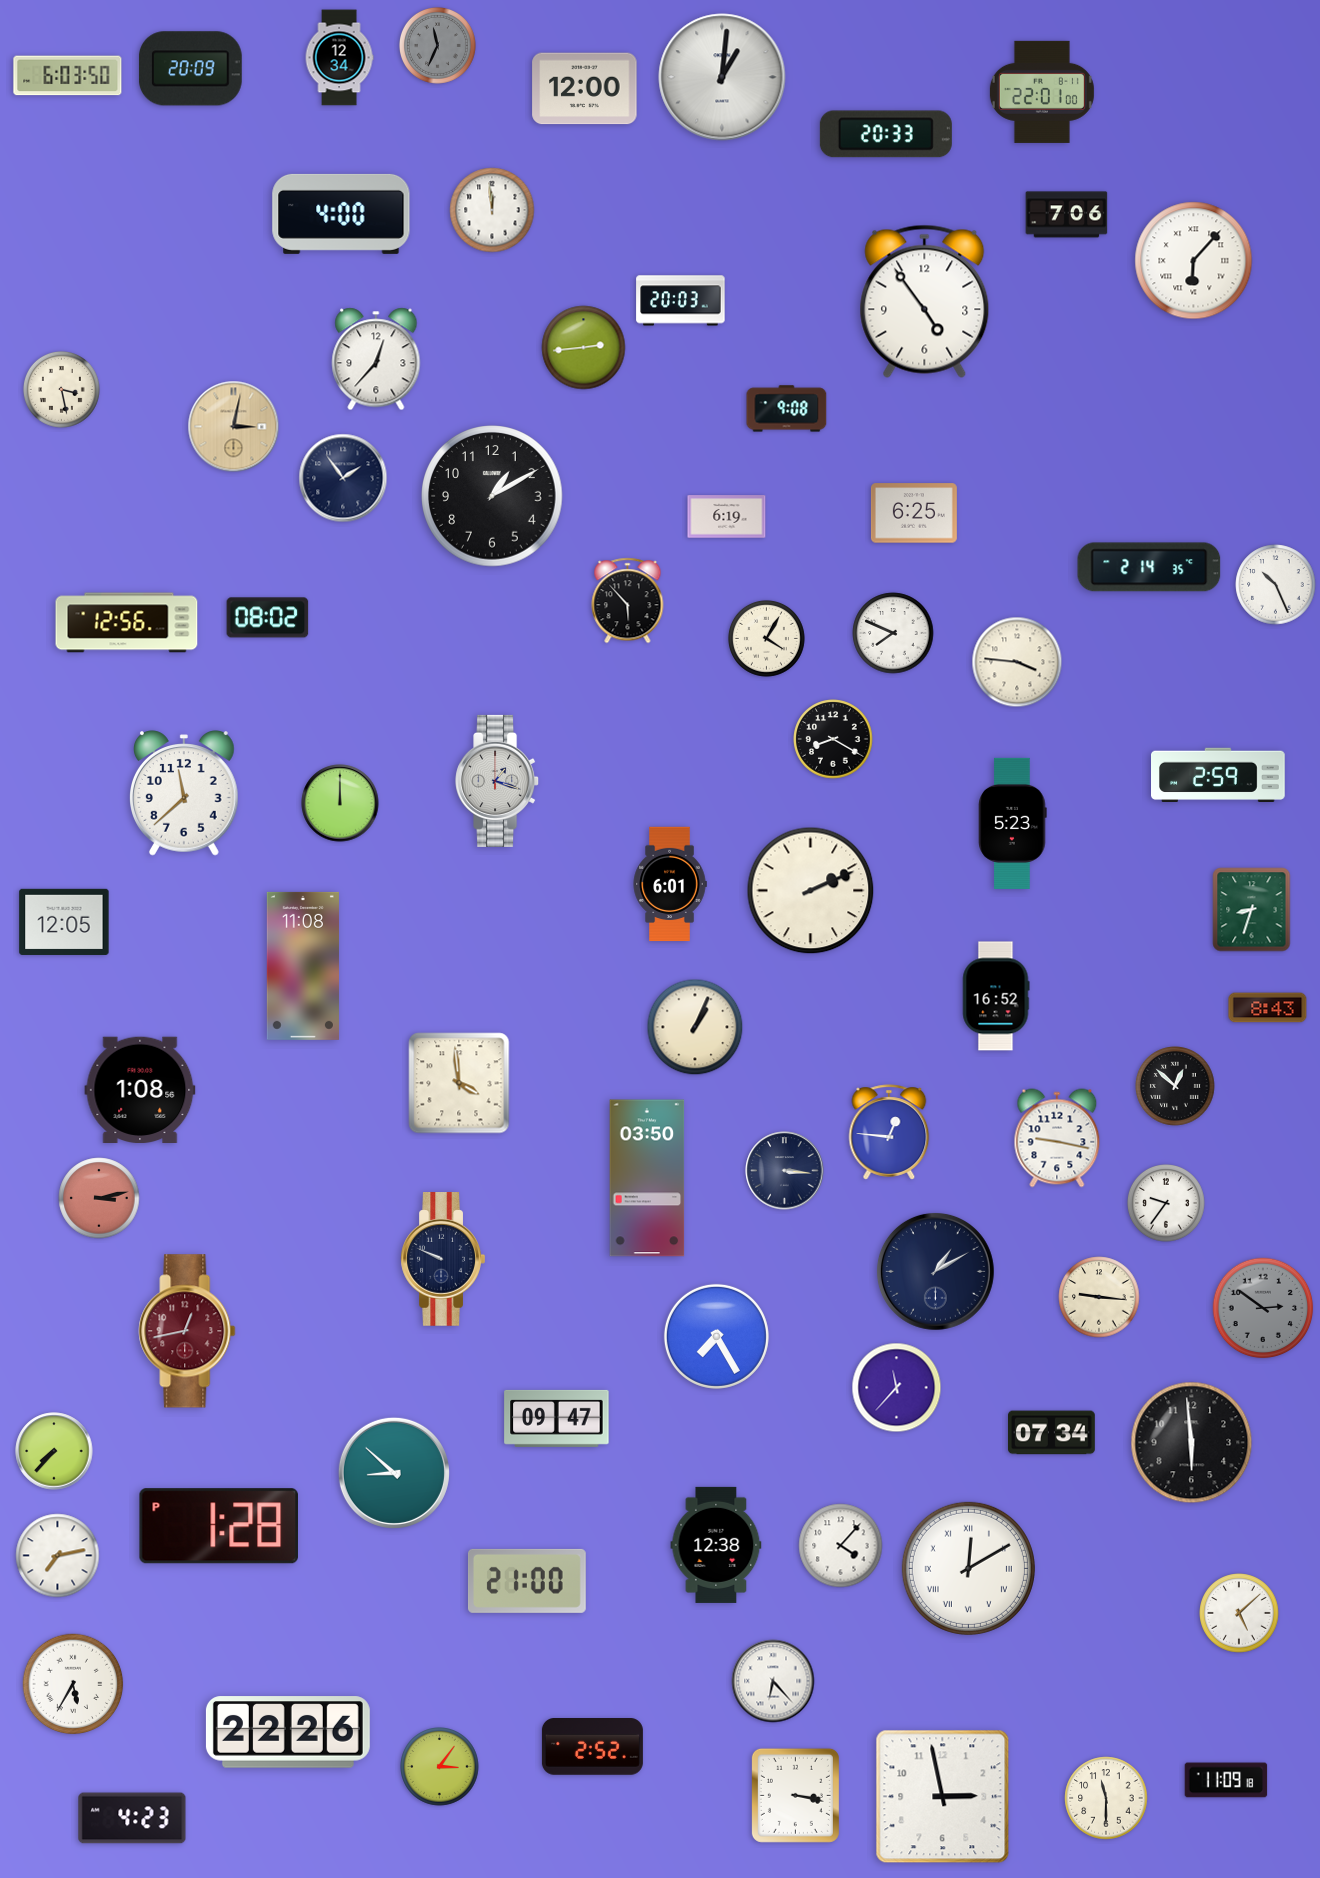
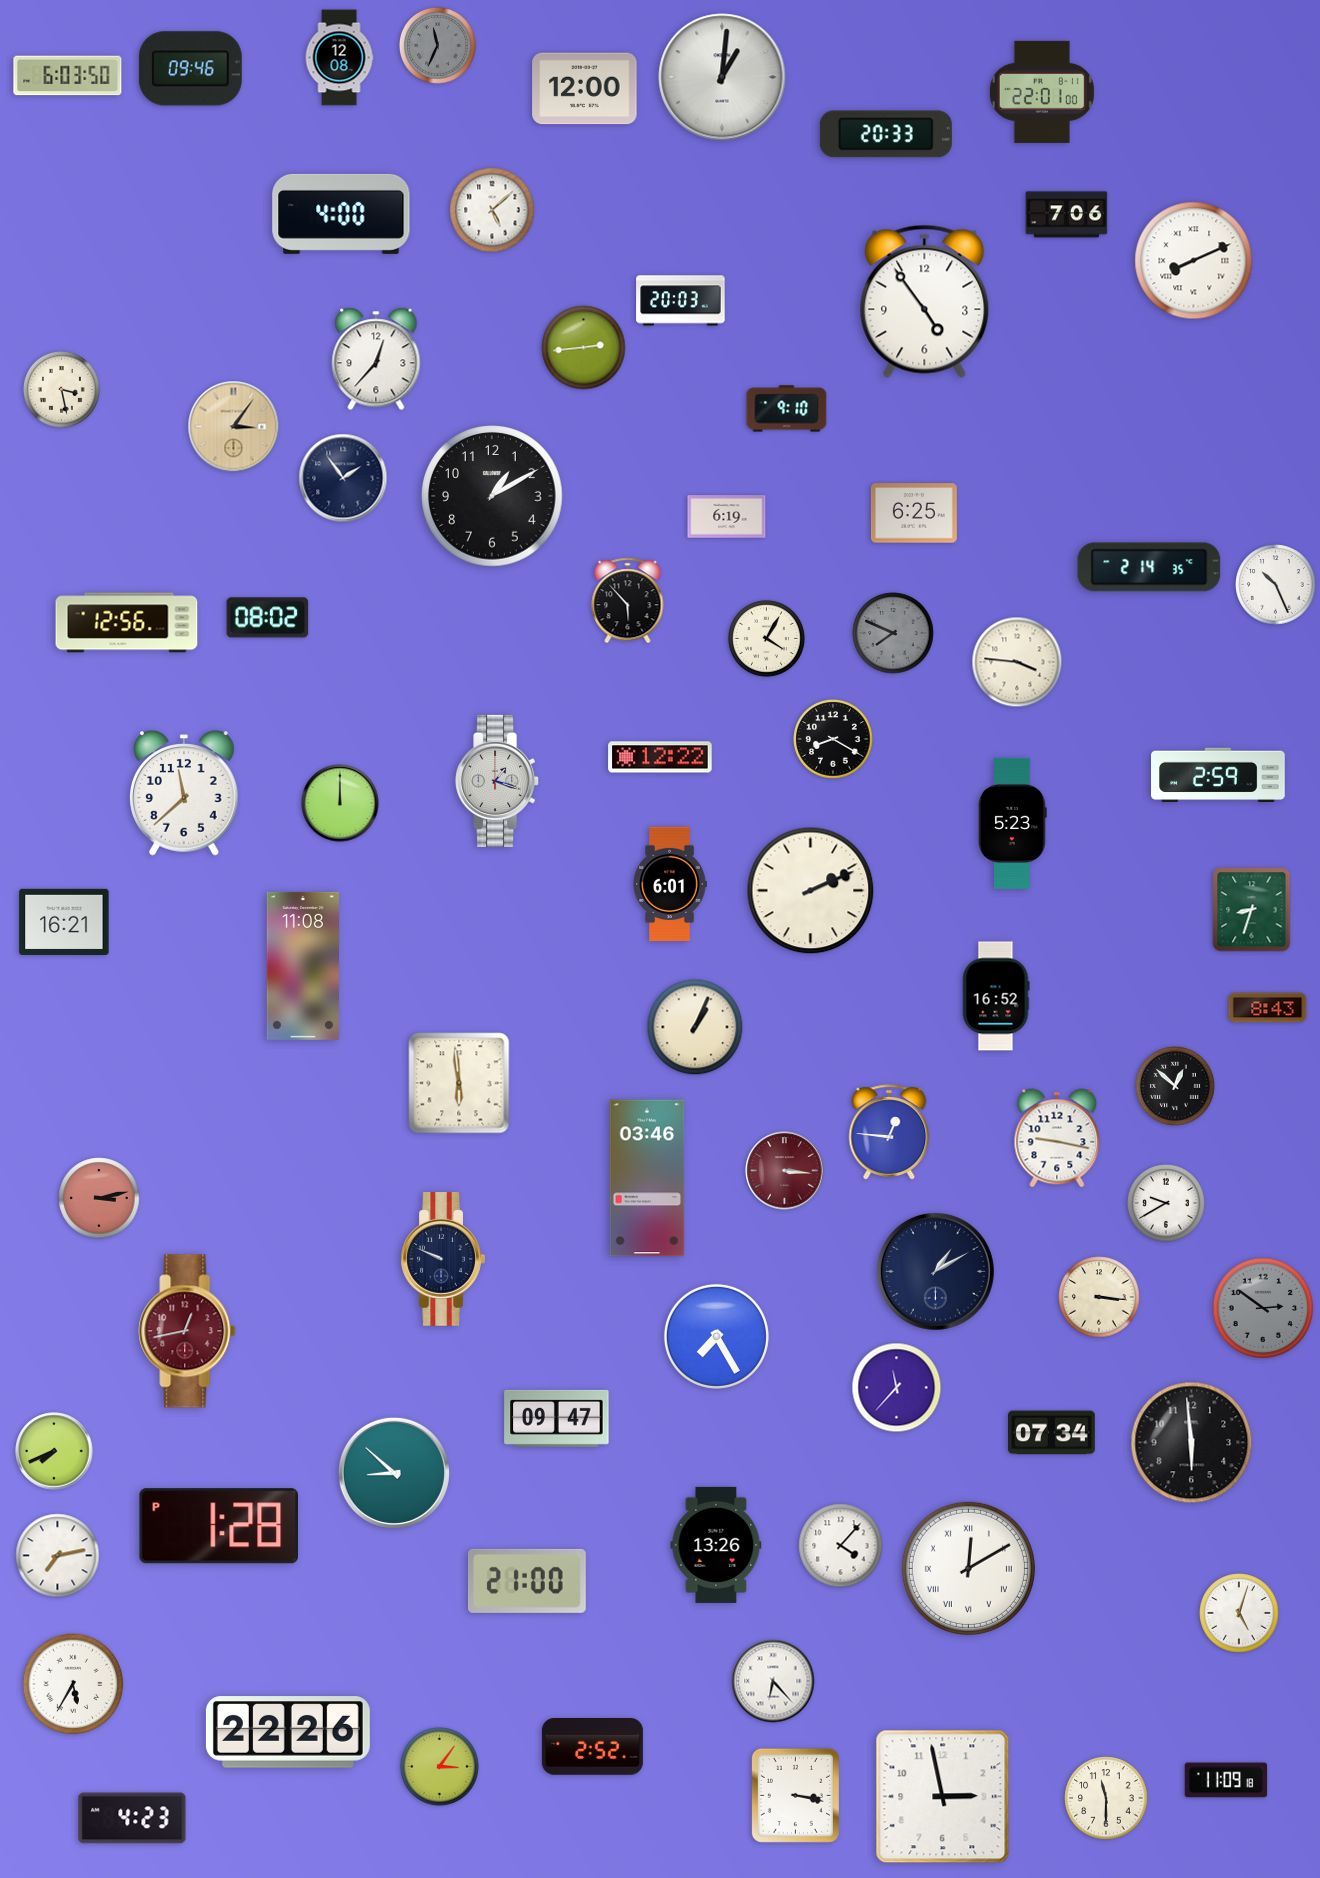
clock at (339, 58): 12:34 -> 12:08
clock at (190, 69): 20:09 -> 09:46
clock at (492, 210): 11:59 -> 5:08
clock at (1194, 261): 6:07 -> 8:11
clock at (787, 409): 9:08 -> 9:10
clock at (234, 427): 3:02 -> 3:06
clock at (893, 633) dial: white -> grey
clock at (660, 757): none -> 12:22
clock at (64, 922): 12:05 -> 16:21
clock at (459, 1083): 3:59 -> 5:59
clock at (140, 1090): 1:08 -> none
clock at (785, 1171) dial: navy -> burgundy
clock at (647, 1178): 03:50 -> 03:46
clock at (1167, 1204): 9:36 -> 9:40
clock at (1099, 1297): 9:16 -> 3:16
clock at (54, 1451): 7:37 -> 7:41
clock at (716, 1545): 12:38 -> 13:26
clock at (1239, 1613): 5:08 -> 5:03
